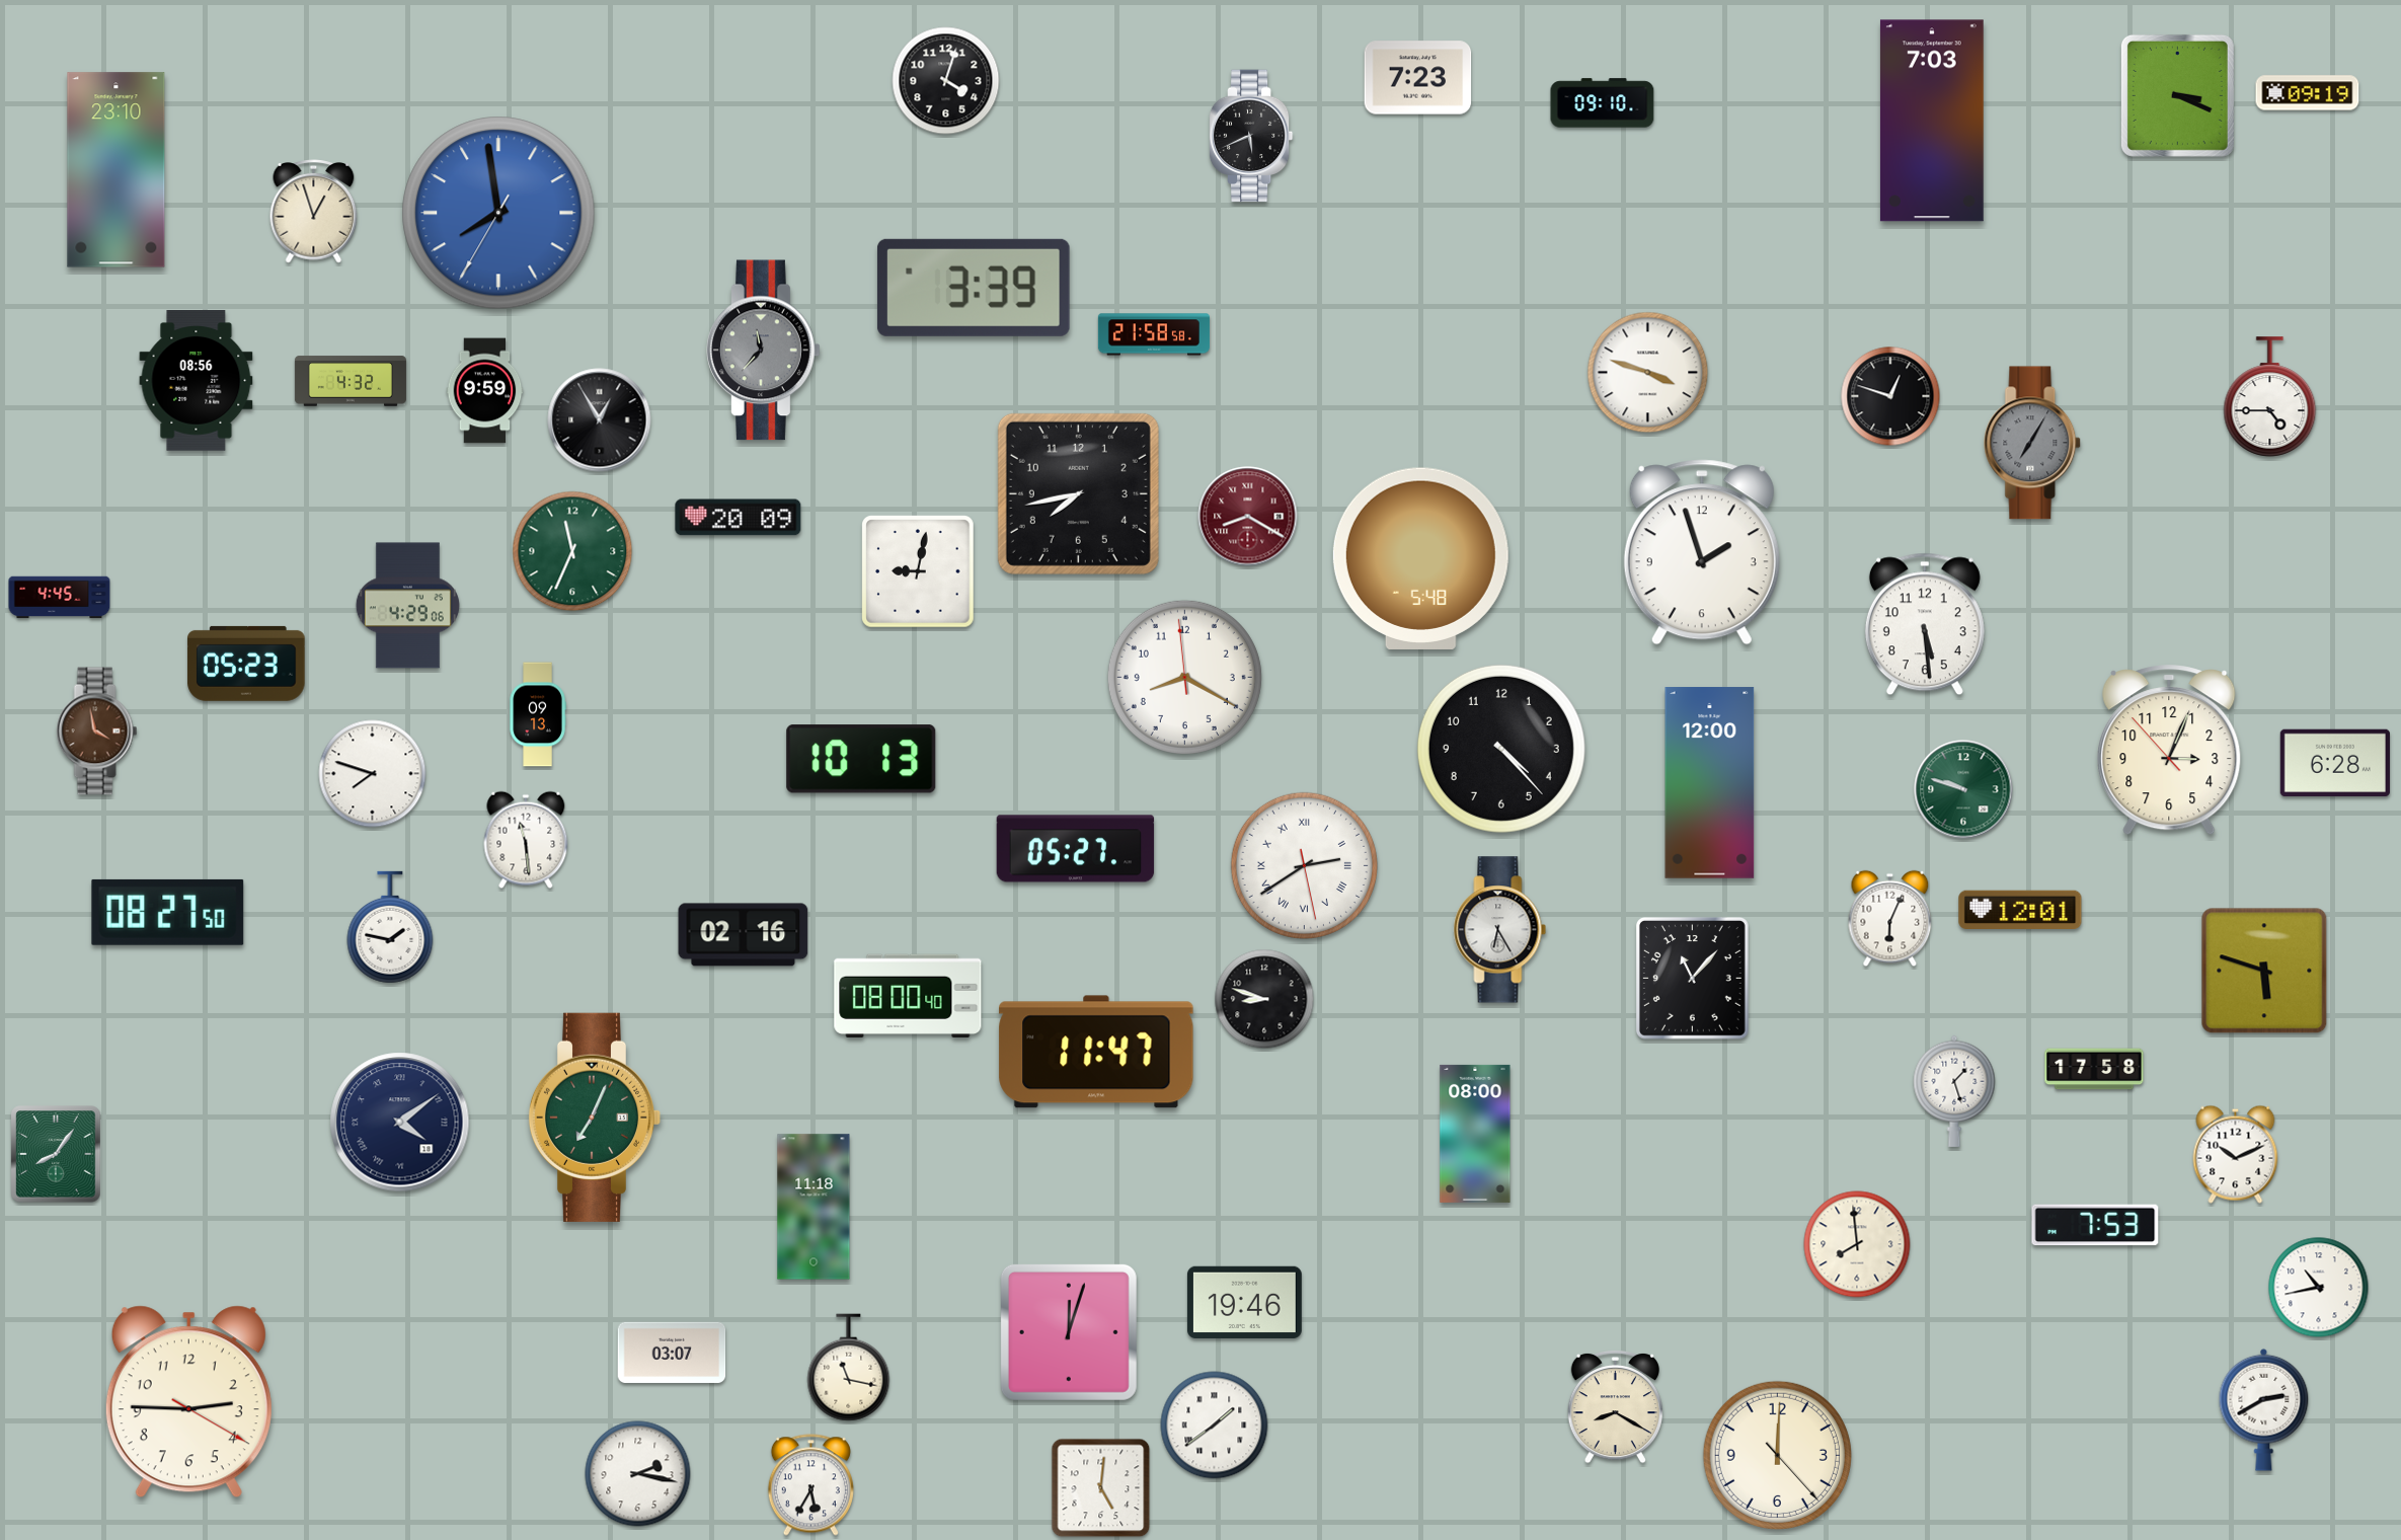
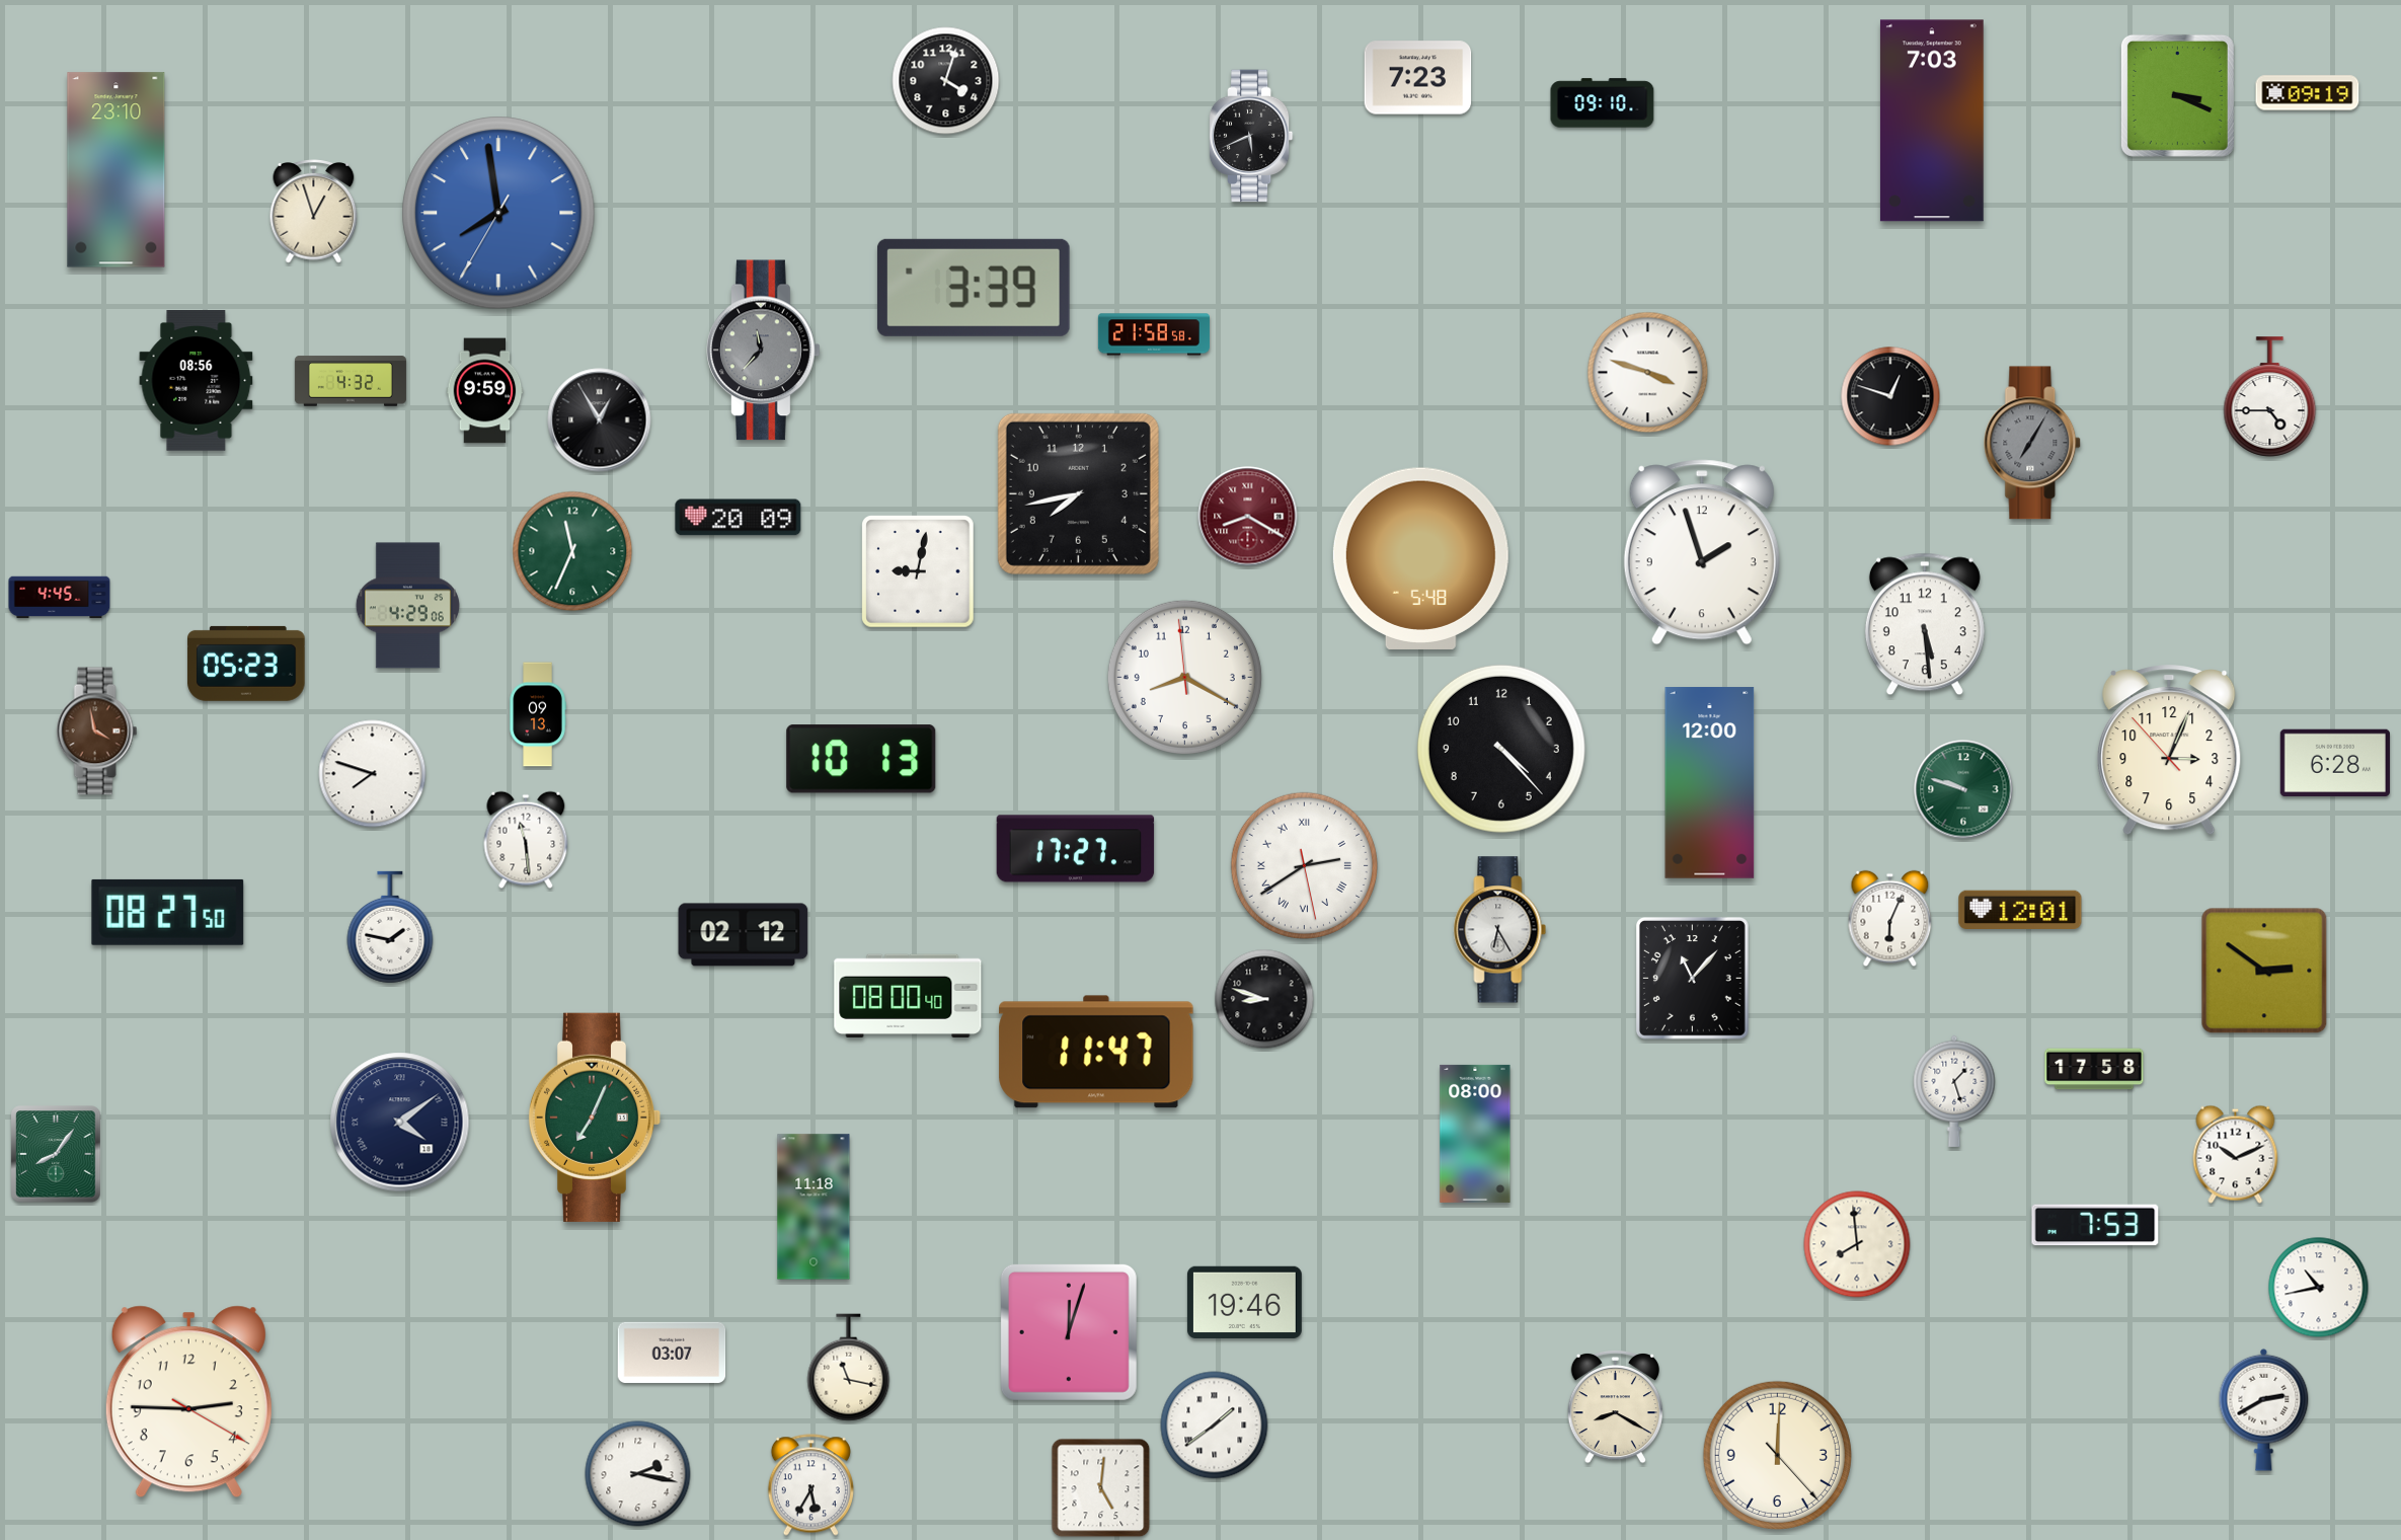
clock at (1076, 849): 05:27 -> 17:27
clock at (744, 935): 02:16 -> 02:12
clock at (2264, 971): 5:48 -> 2:51
